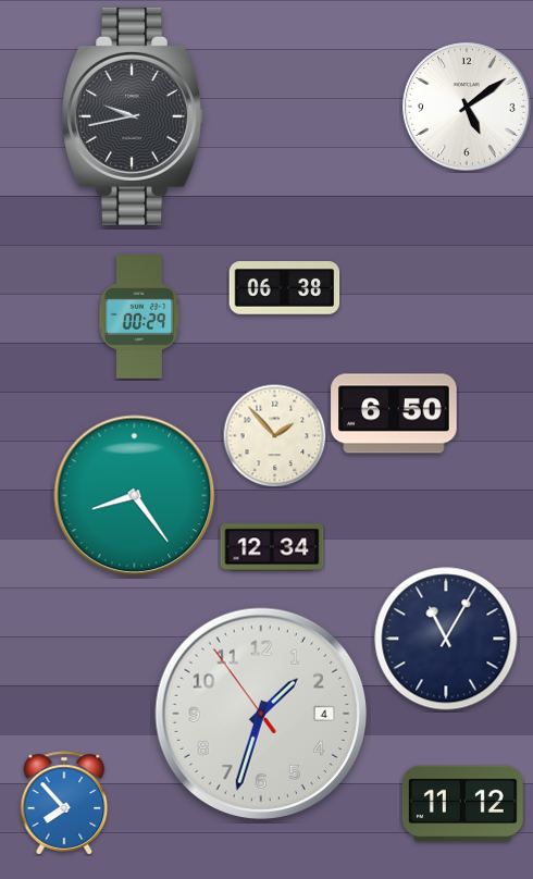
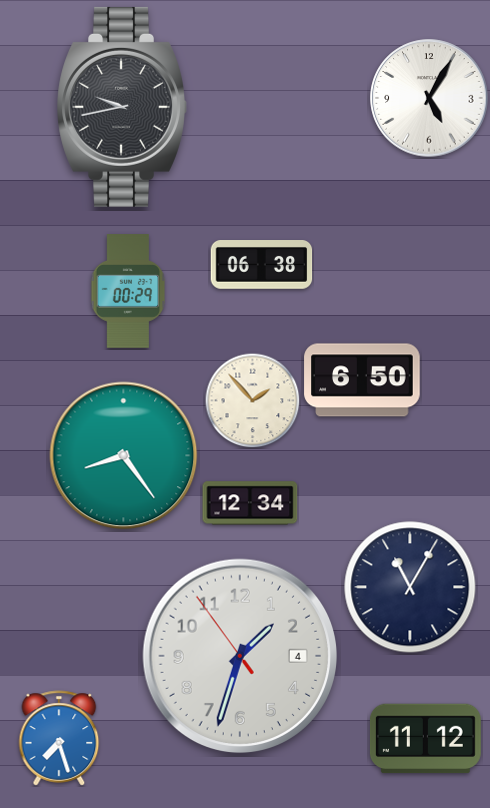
clock at (467, 107): 5:09 -> 5:05
clock at (64, 803): 7:53 -> 7:27
